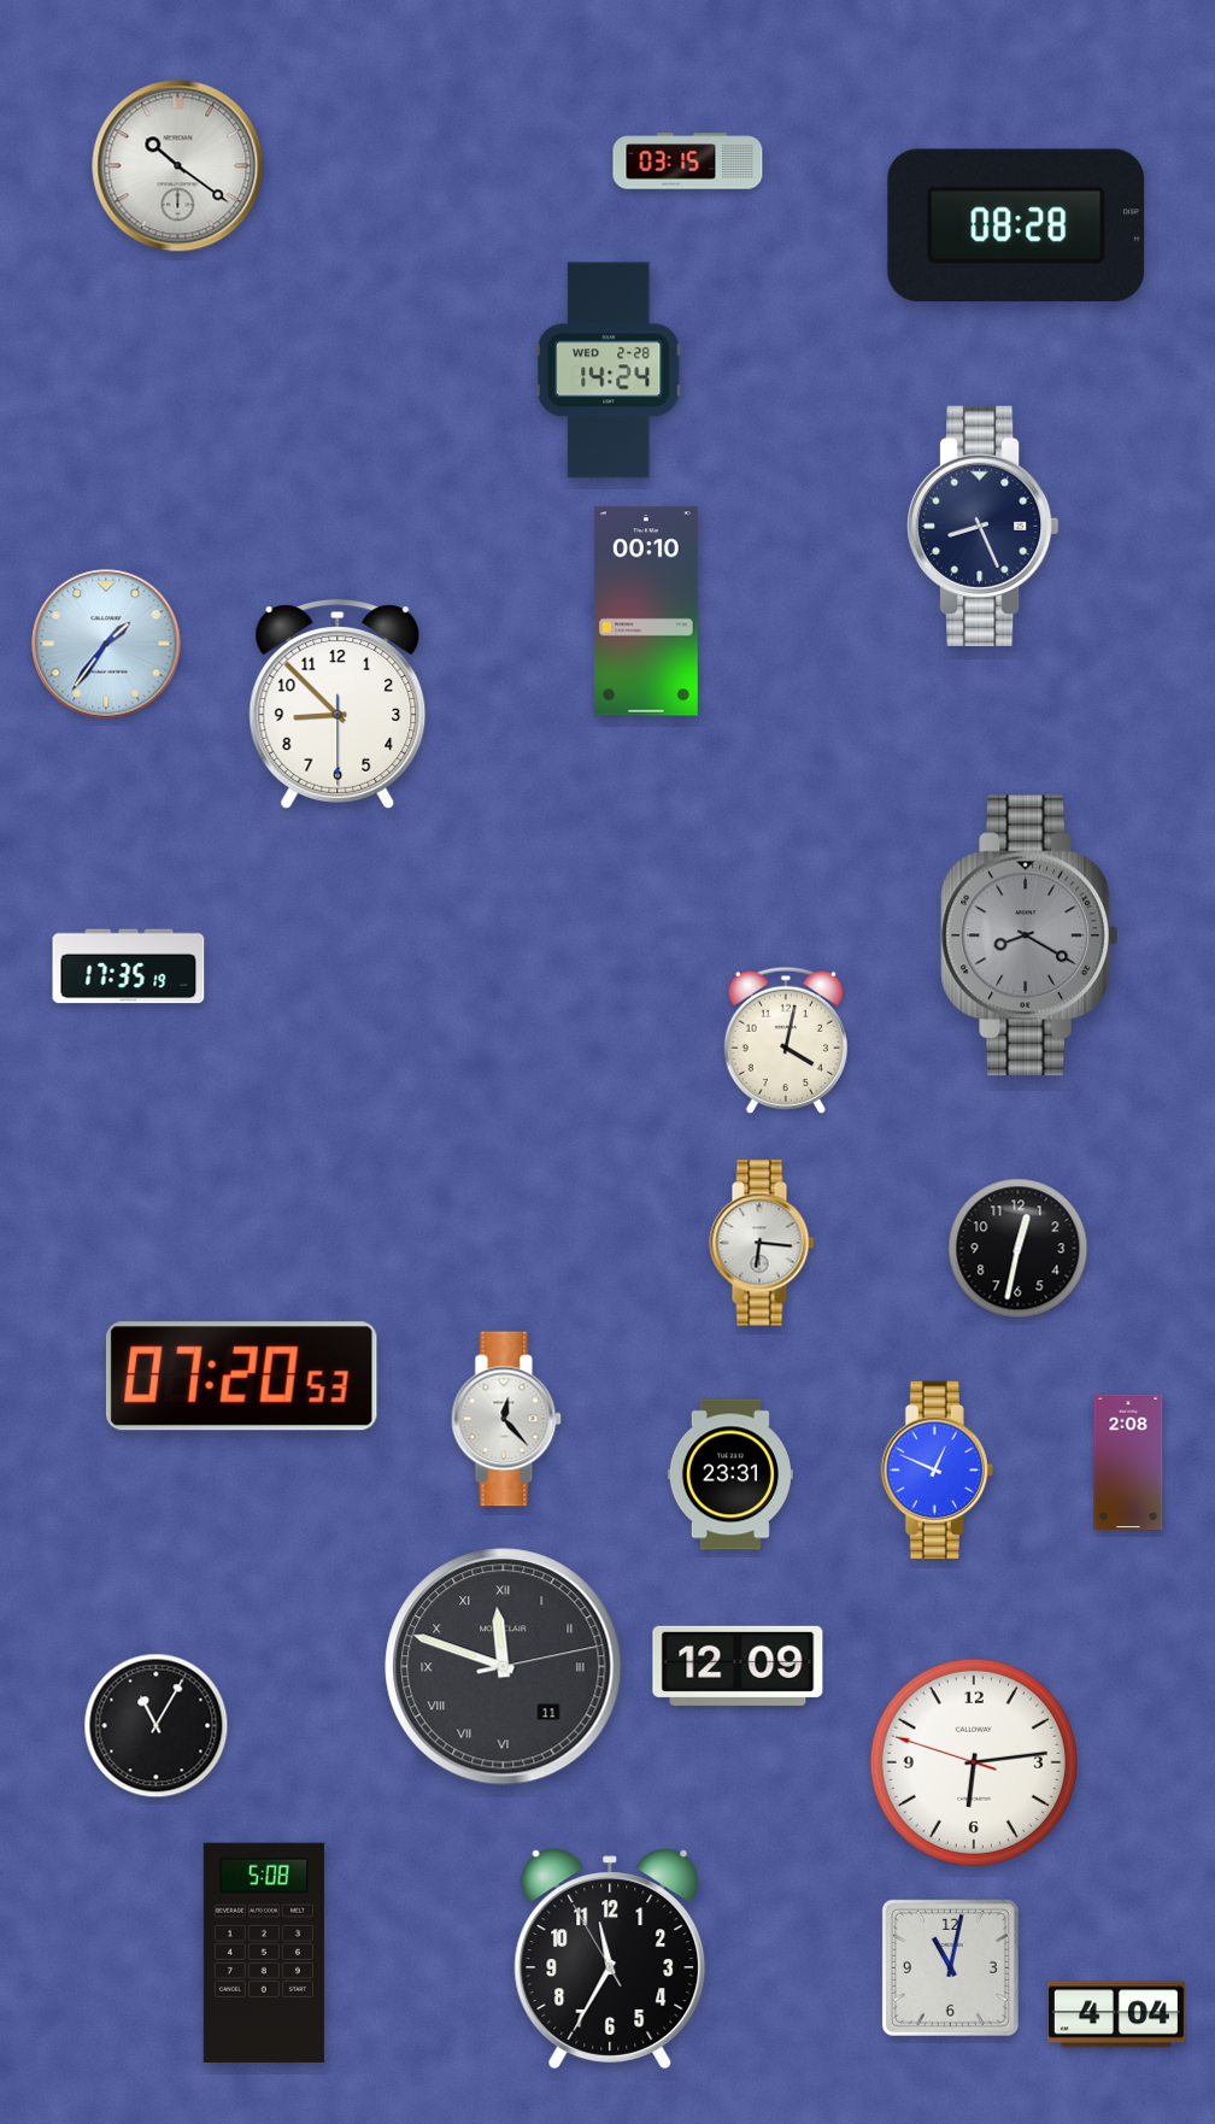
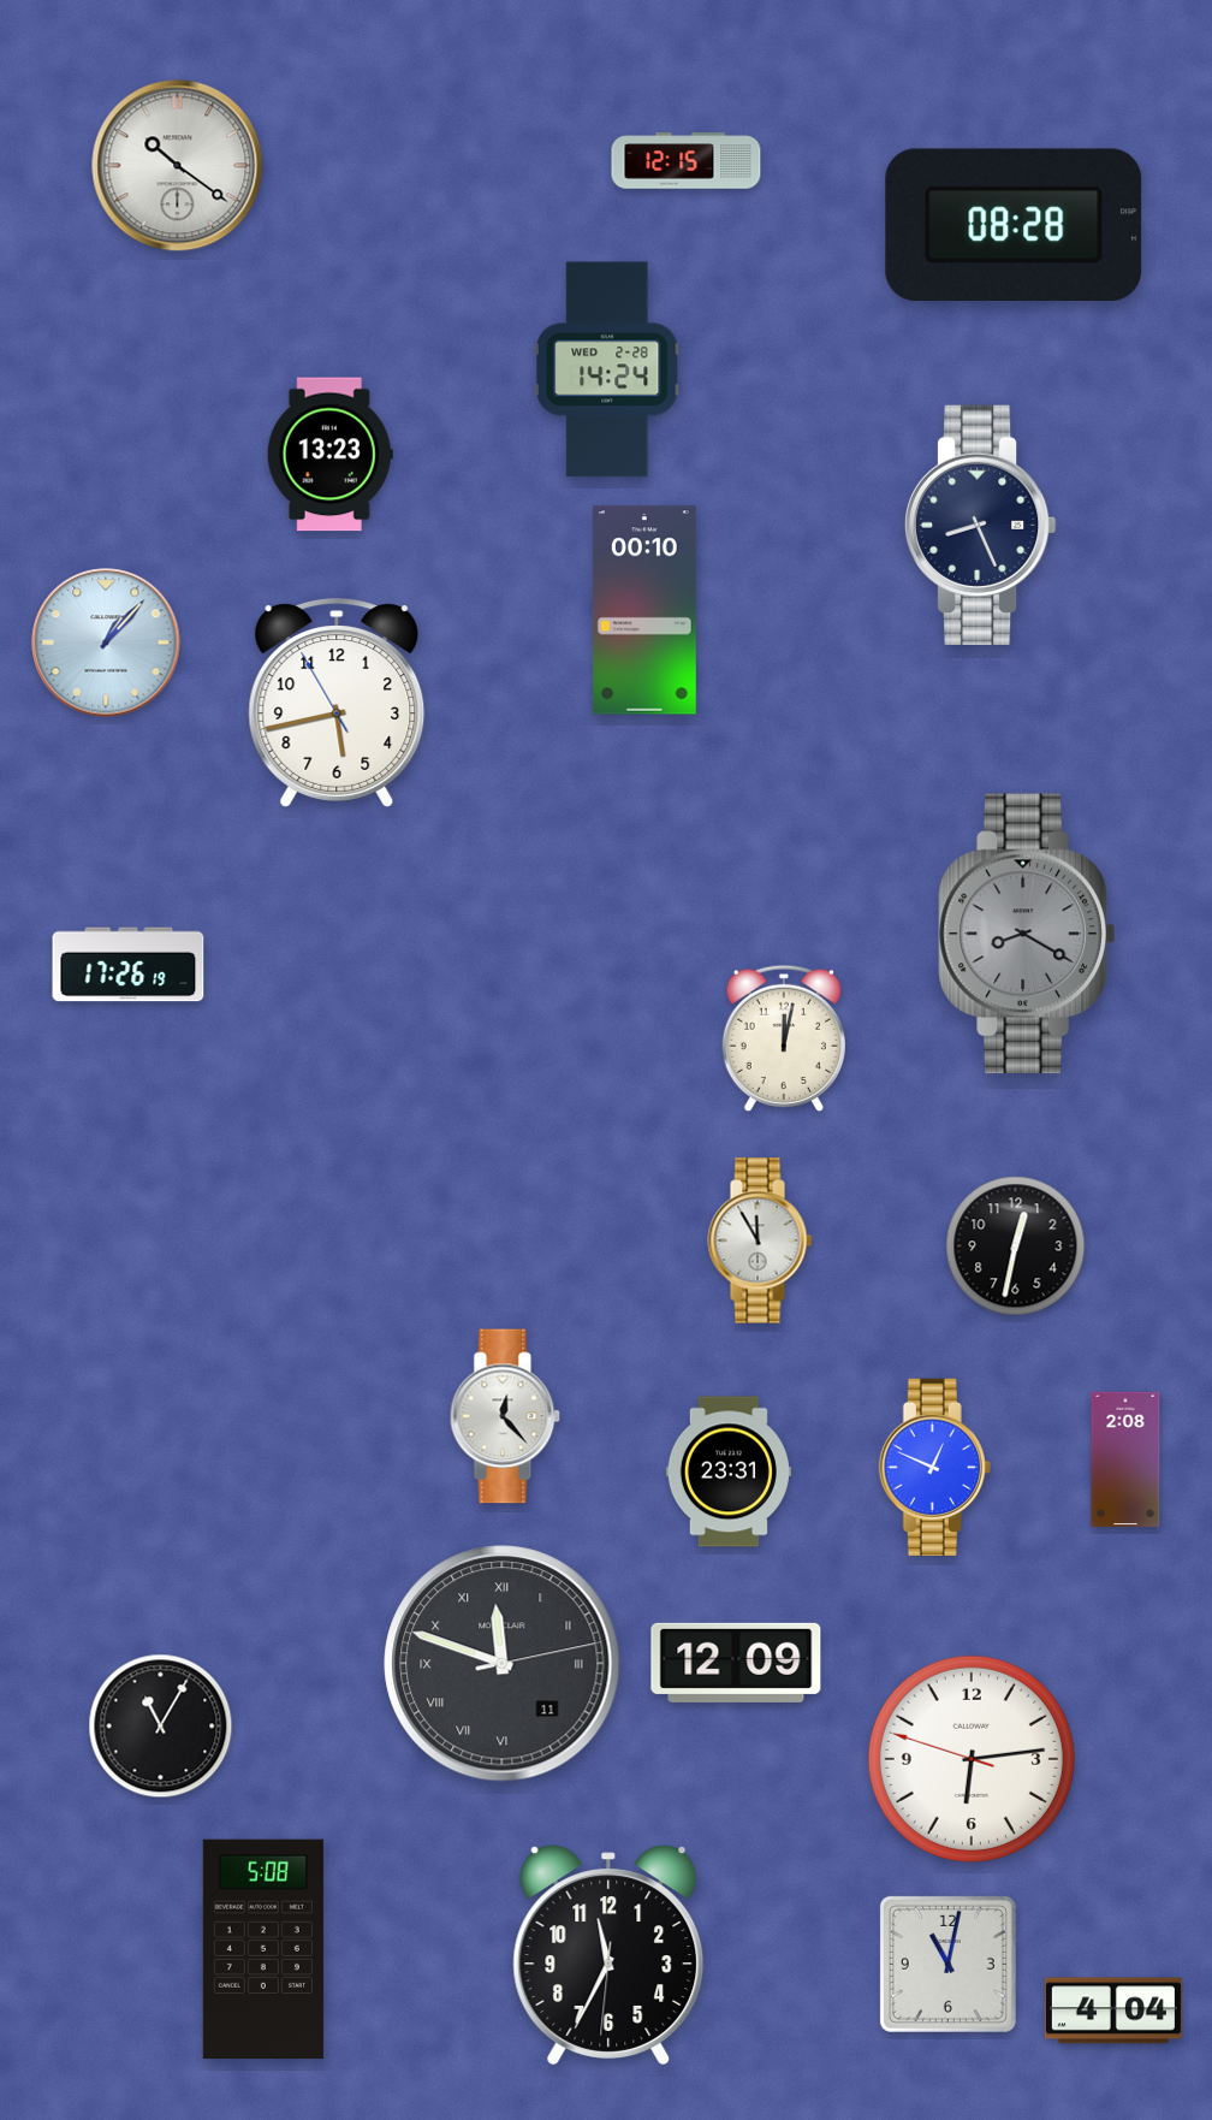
clock at (688, 162): 03:15 -> 12:15
clock at (329, 455): none -> 13:23
clock at (106, 644): 1:36 -> 1:07
clock at (337, 704): 8:52 -> 5:42
clock at (129, 967): 17:35 -> 17:26
clock at (786, 1039): 4:02 -> 12:02
clock at (762, 1243): 6:16 -> 11:55
clock at (241, 1377): 07:20 -> none
clock at (157, 1726) position: (157, 1726) -> (161, 1727)
clock at (610, 1959): 11:34:55 -> 11:34:31
